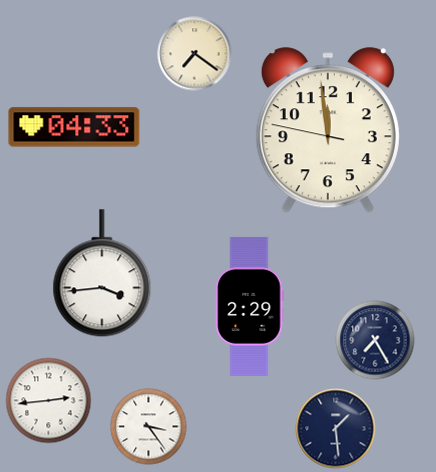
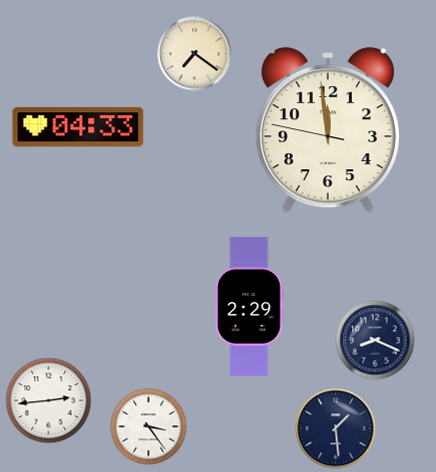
clock at (74, 127) position: (74, 127) -> (78, 127)
clock at (102, 274): 3:44 -> none
clock at (375, 340): 7:25 -> 8:19
